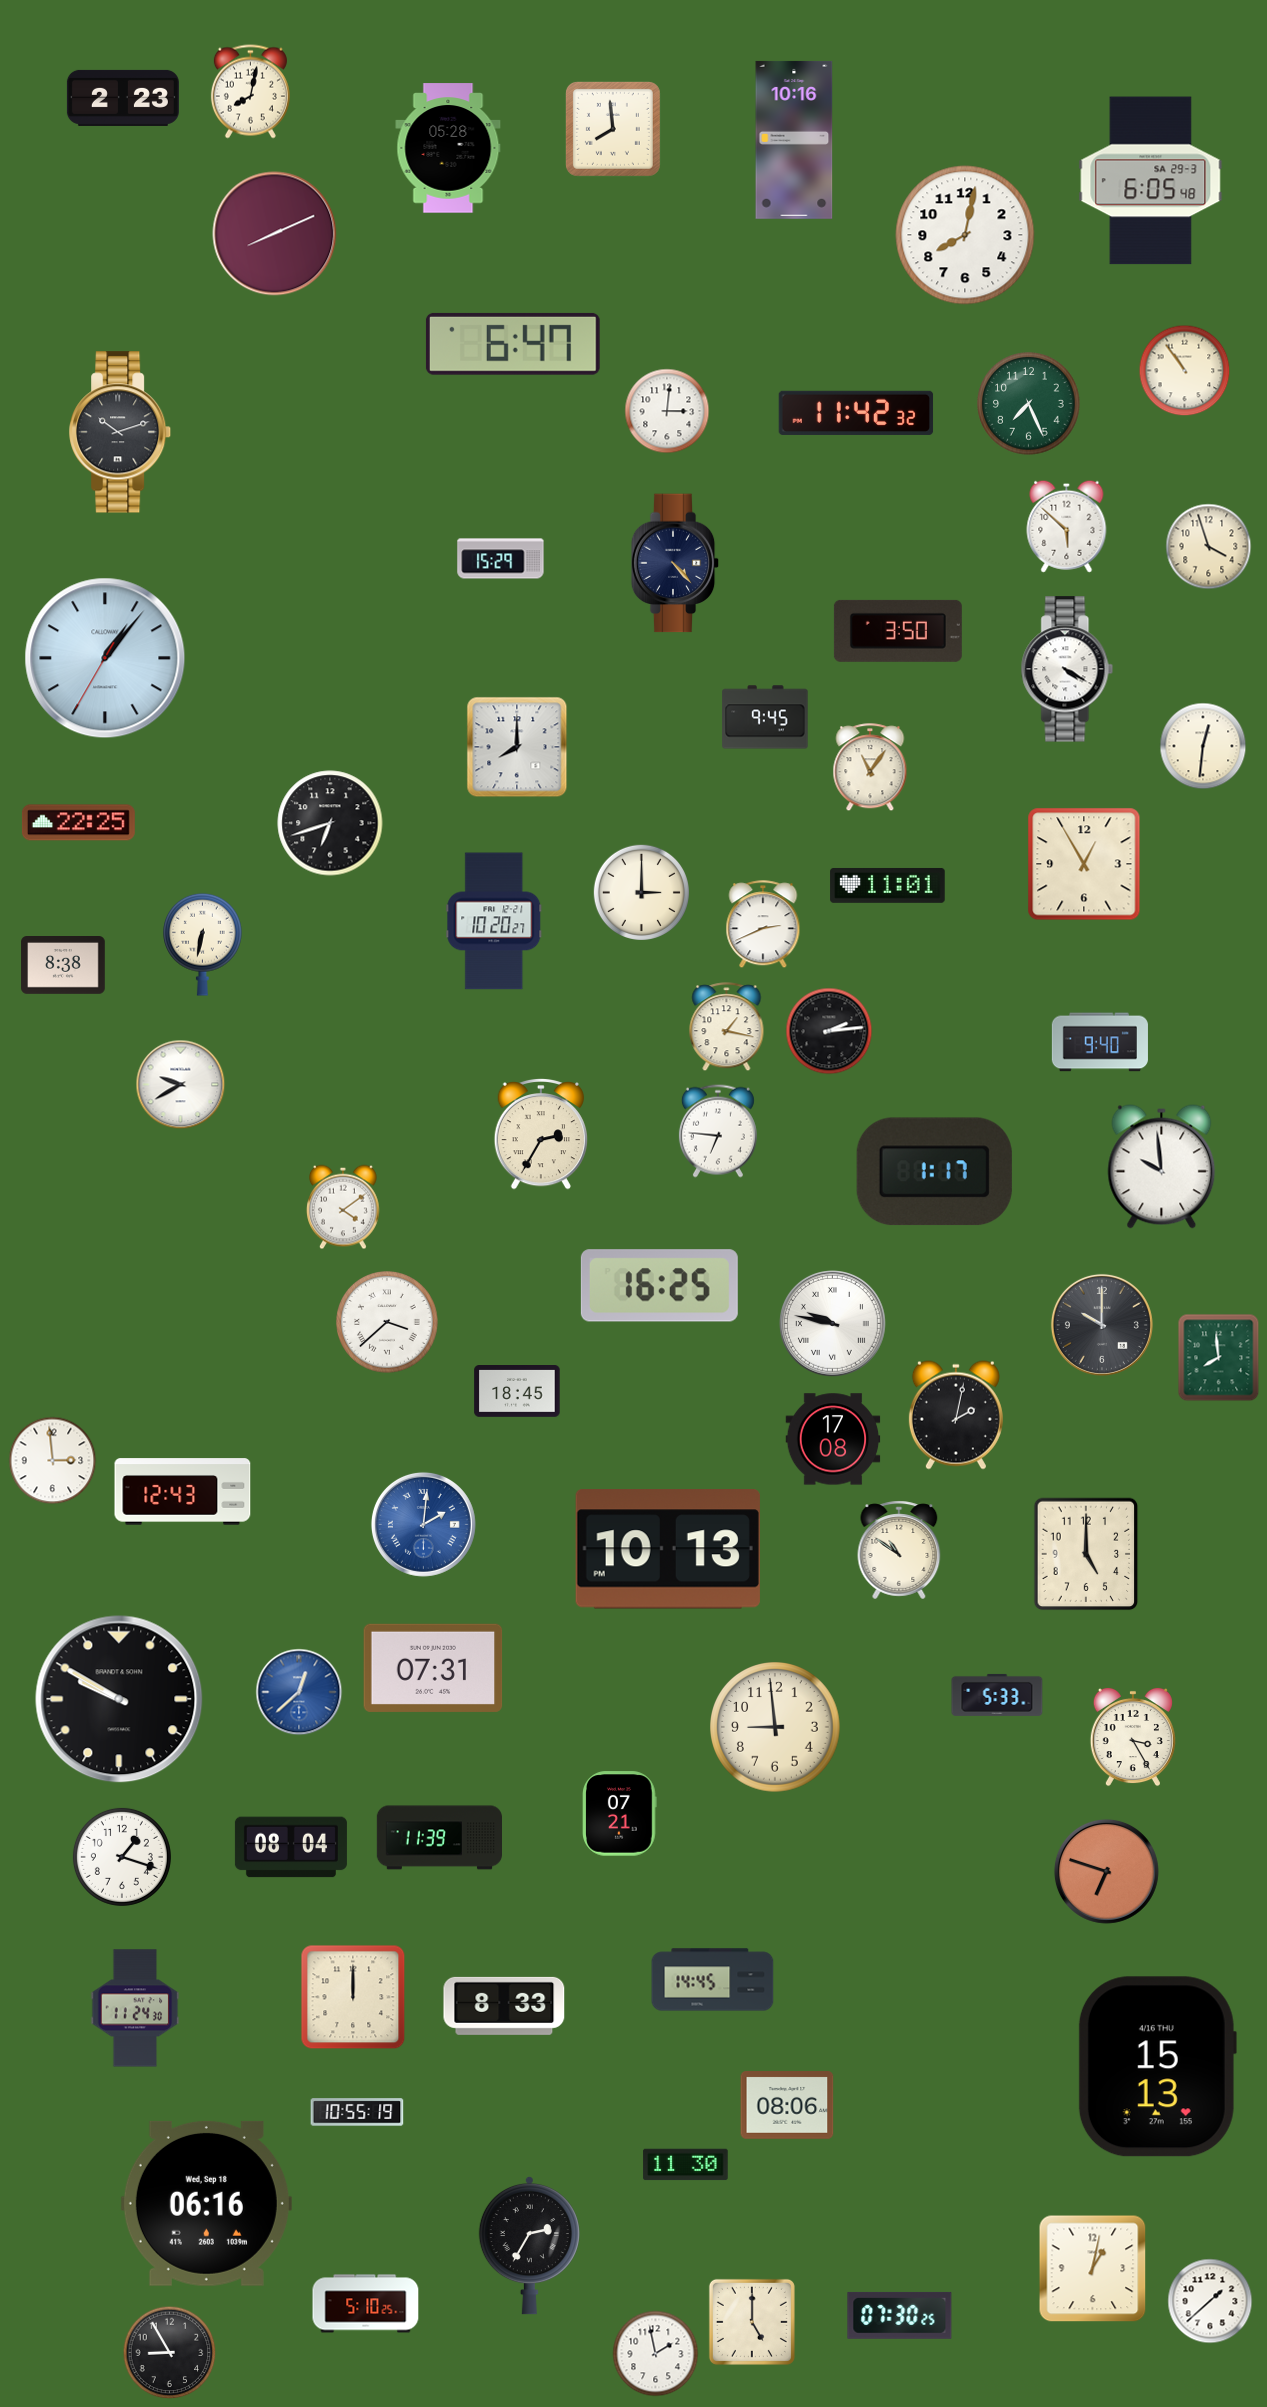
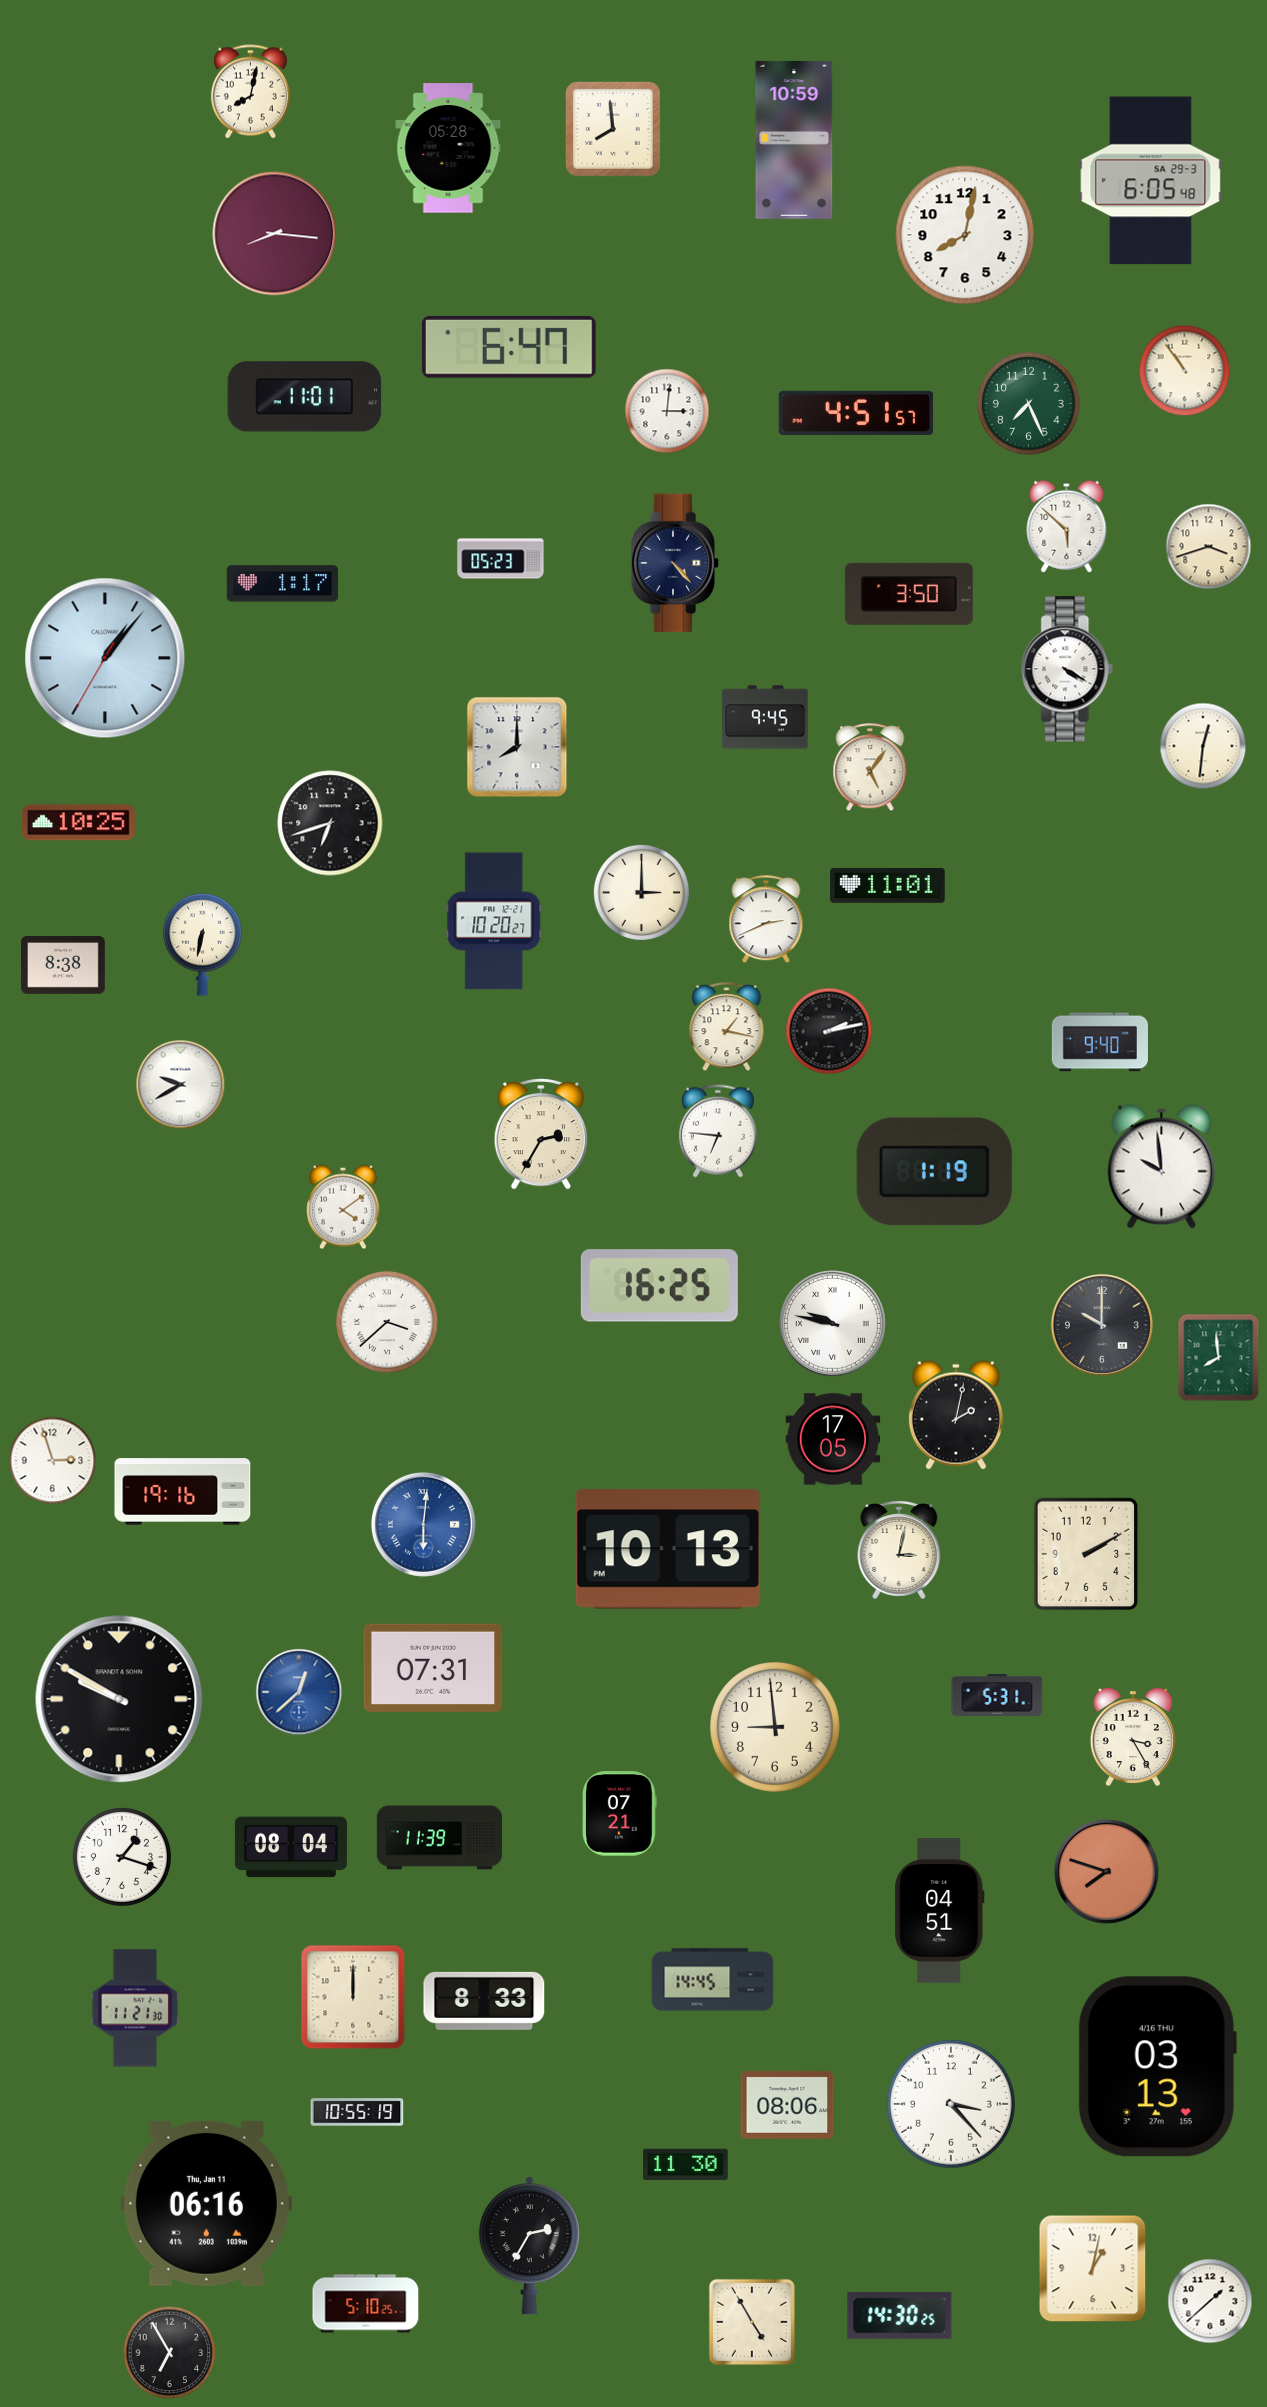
clock at (123, 98): 2:23 -> none
clock at (794, 140): 10:16 -> 10:59
clock at (275, 234): 8:11 -> 8:16
clock at (513, 344) position: (513, 344) -> (509, 347)
clock at (305, 397): none -> 11:01
clock at (856, 413): 11:42 -> 4:51
clock at (121, 432): 10:12 -> none
clock at (1209, 547): 3:57 -> 3:42
clock at (501, 559): 15:29 -> 05:23
clock at (282, 584): none -> 1:17
clock at (898, 631) position: (898, 631) -> (909, 594)
clock at (870, 768): 11:06 -> 5:06
clock at (78, 823): 22:25 -> 10:25
clock at (1084, 864): 12:55 -> none
clock at (763, 925) position: (763, 925) -> (766, 920)
clock at (829, 1031): 2:14 -> 2:13
clock at (934, 1172): 1:17 -> 1:19
clock at (517, 1392): 18:45 -> none
clock at (833, 1439): 17:08 -> 17:05
clock at (53, 1461): 2:59 -> 2:57
clock at (183, 1492): 12:43 -> 19:16
clock at (423, 1524): 2:01 -> 6:01
clock at (899, 1550): 10:51 -> 3:02
clock at (1086, 1554): 5:00 -> 2:10
clock at (997, 1695): 5:33 -> 5:31
clock at (1106, 1871): 6:48 -> 7:48
clock at (940, 1911): none -> 04:51
clock at (504, 2006) position: (504, 2006) -> (484, 2001)
clock at (135, 2008): 11:24 -> 11:21
clock at (1157, 2067): 15:13 -> 03:13
clock at (951, 2104): none -> 3:23
clock at (206, 2203) date: Wed, Sep 18 -> Thu, Jan 11
clock at (900, 2315): 07:30 -> 14:30
clock at (752, 2322): 5:00 -> 4:55
clock at (170, 2353): 8:55 -> 6:55
clock at (656, 2354): 1:58 -> none
